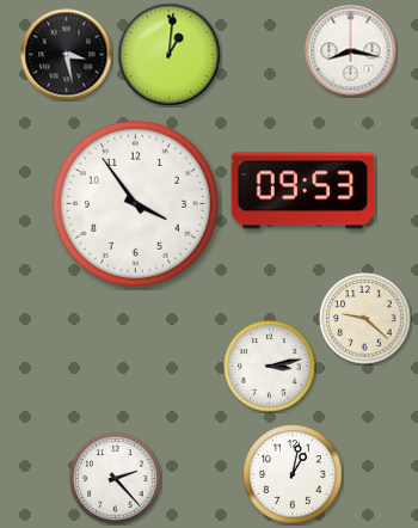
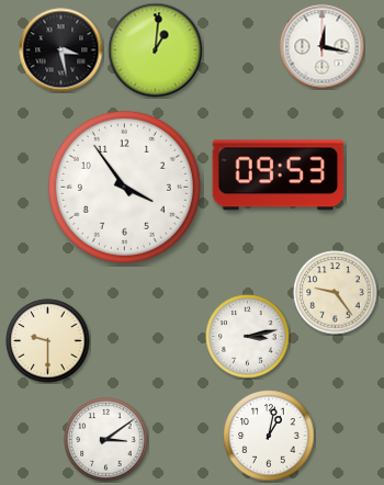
clock at (351, 51): 8:17 -> 12:17
clock at (365, 319): 9:22 -> 9:24
clock at (48, 341): none -> 9:30
clock at (116, 479): 2:23 -> 3:09
